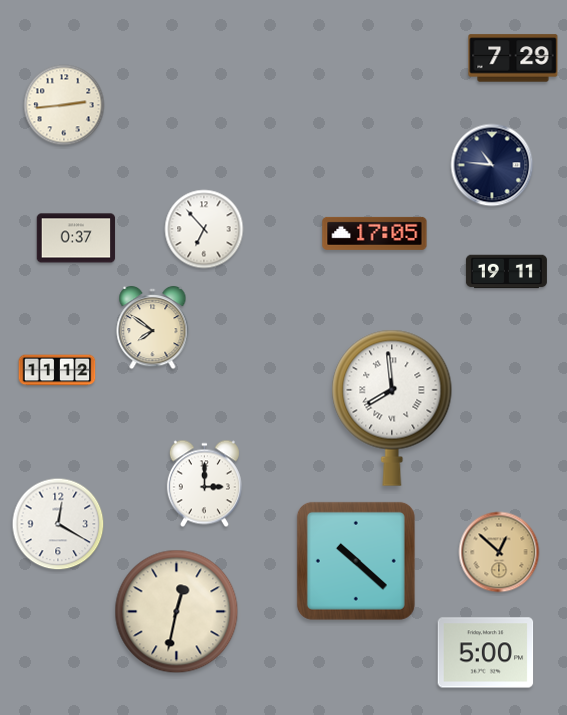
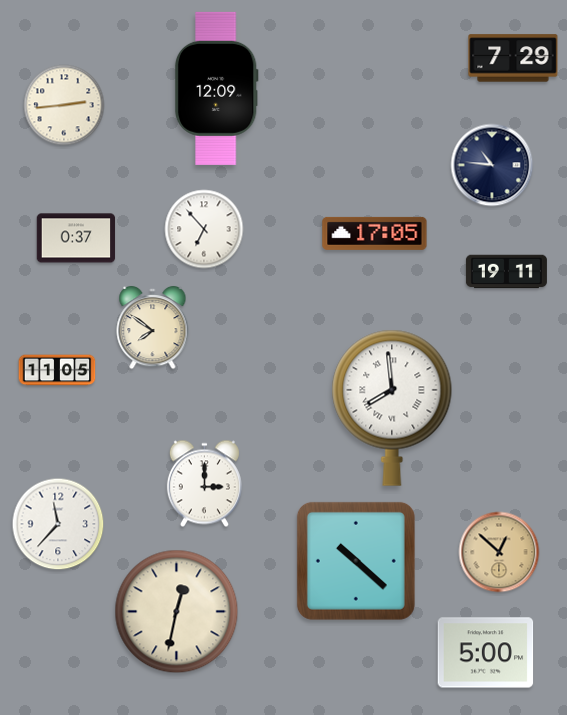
clock at (216, 88): none -> 12:09
clock at (57, 370): 11:12 -> 11:05
clock at (58, 524): 12:20 -> 11:37
